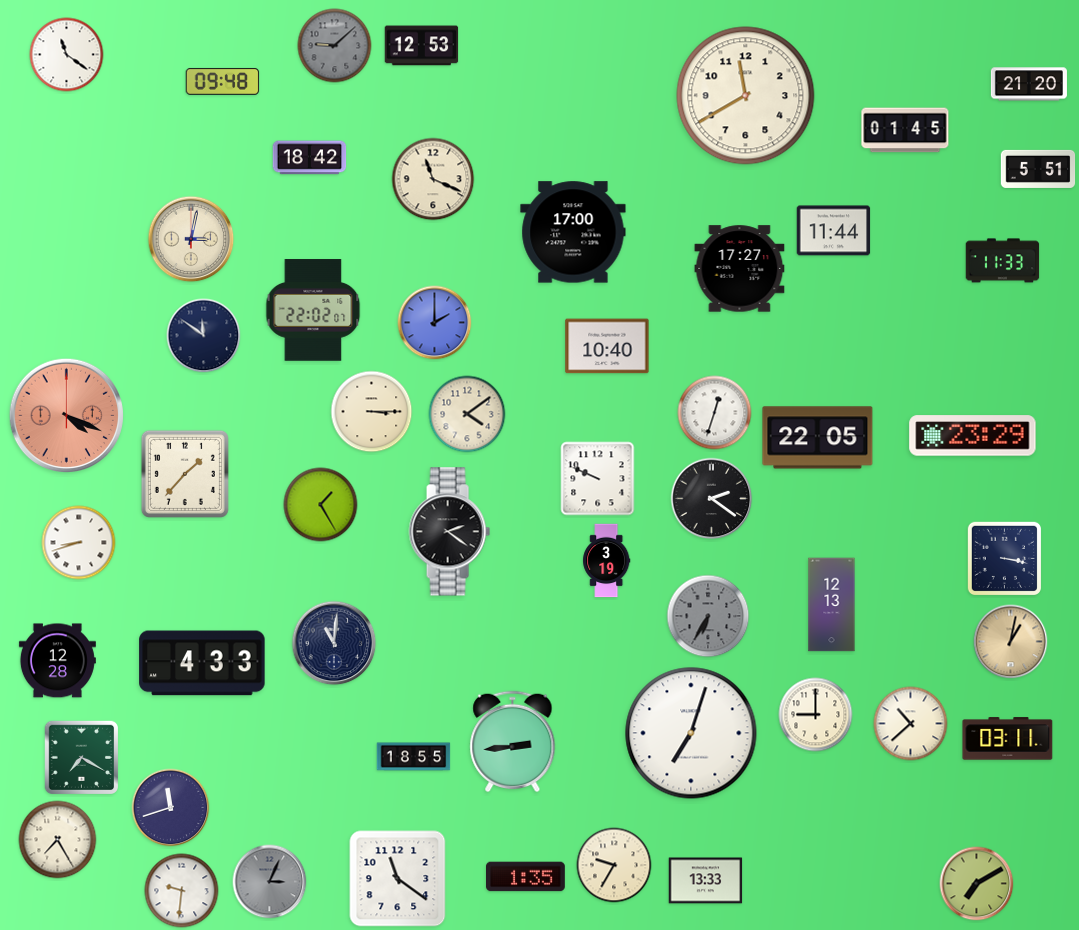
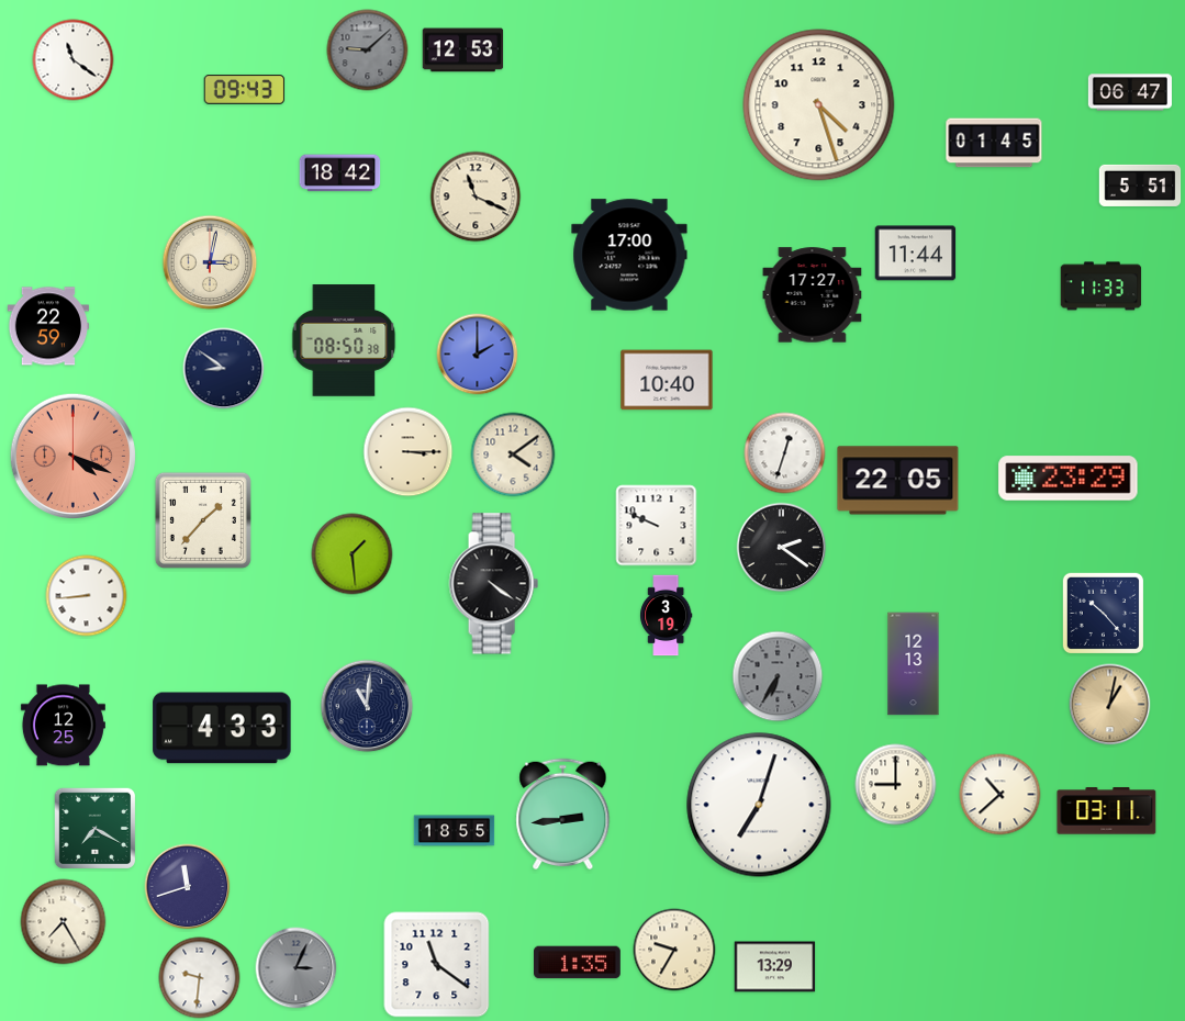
clock at (223, 81): 09:48 -> 09:43
clock at (1029, 84): 21:20 -> 06:47
clock at (746, 96): 11:40 -> 4:27
clock at (48, 326): none -> 22:59
clock at (313, 310): 22:02 -> 08:50
clock at (204, 336): 11:51 -> 8:51
clock at (321, 505): 1:25 -> 1:29
clock at (449, 532): 2:21 -> 4:21
clock at (79, 543): 8:42 -> 8:44
clock at (1004, 558): 3:17 -> 10:23
clock at (57, 661): 12:28 -> 12:25
clock at (82, 758) position: (82, 758) -> (96, 829)
clock at (706, 881): 13:33 -> 13:29
clock at (977, 884): 7:10 -> none
